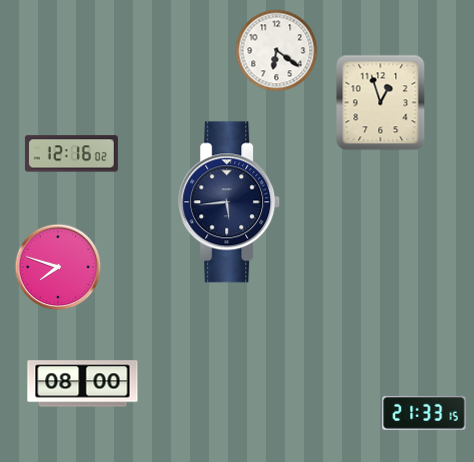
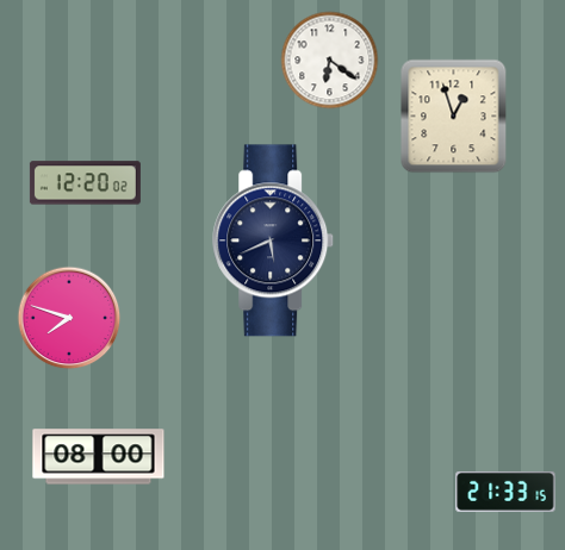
clock at (381, 103) position: (381, 103) -> (454, 117)
clock at (71, 154): 12:16 -> 12:20
clock at (230, 202): 5:44 -> 5:41
